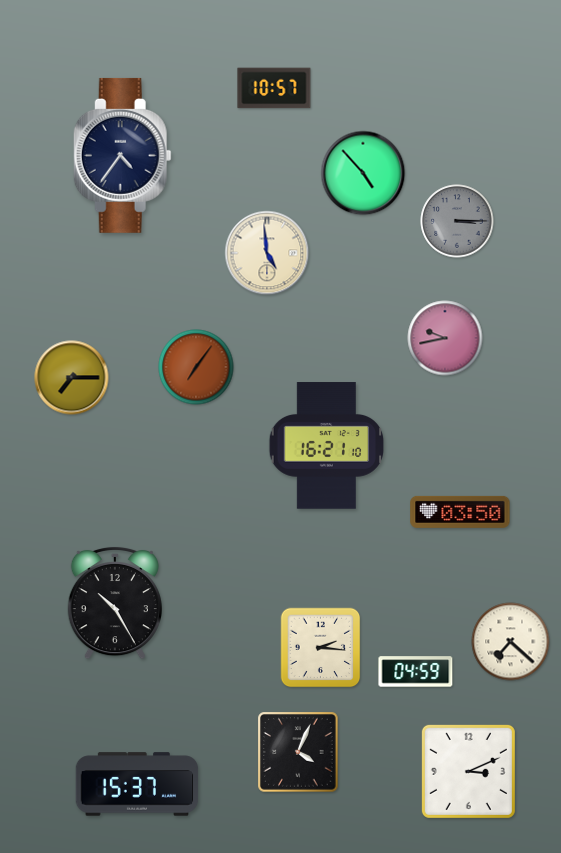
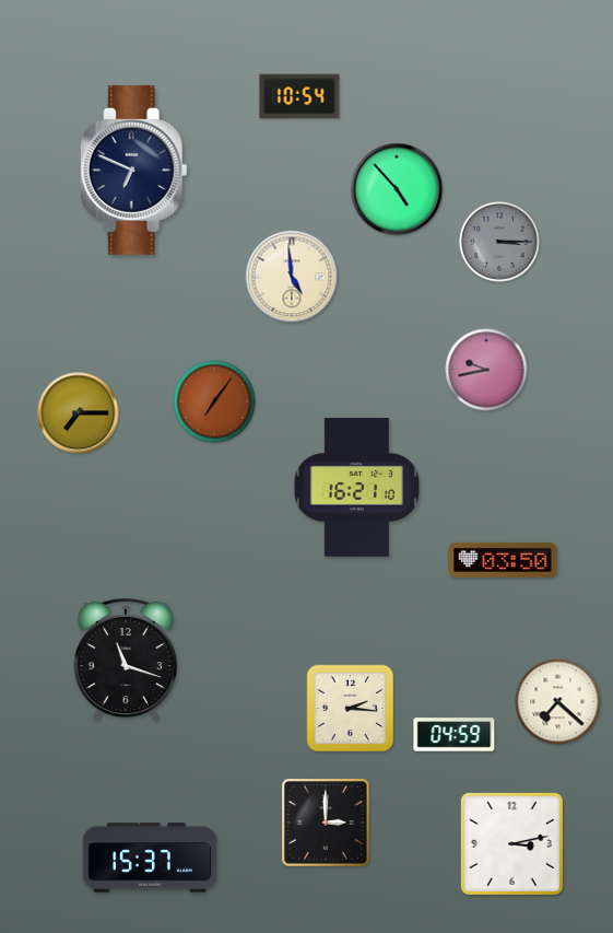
clock at (274, 88): 10:57 -> 10:54
clock at (122, 155): 4:36 -> 6:49
clock at (115, 603): 10:25 -> 11:18
clock at (298, 752): 4:04 -> 3:00
clock at (468, 771): 3:11 -> 3:13
